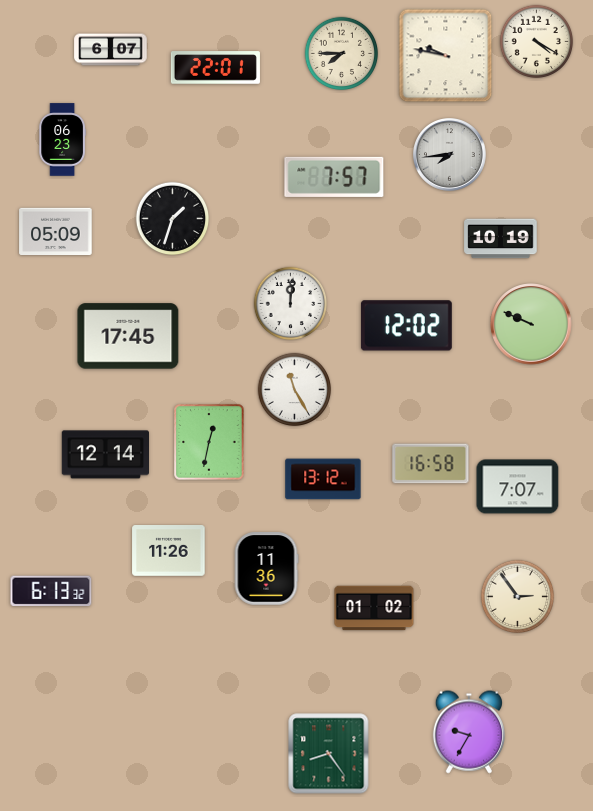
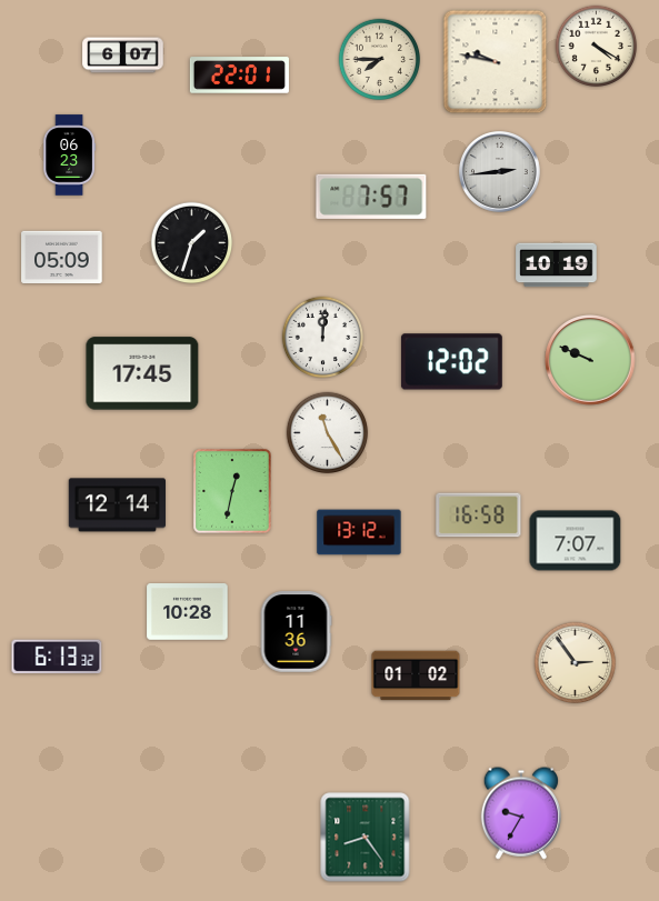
clock at (450, 155): 7:44 -> 2:44
clock at (169, 551): 11:26 -> 10:28
